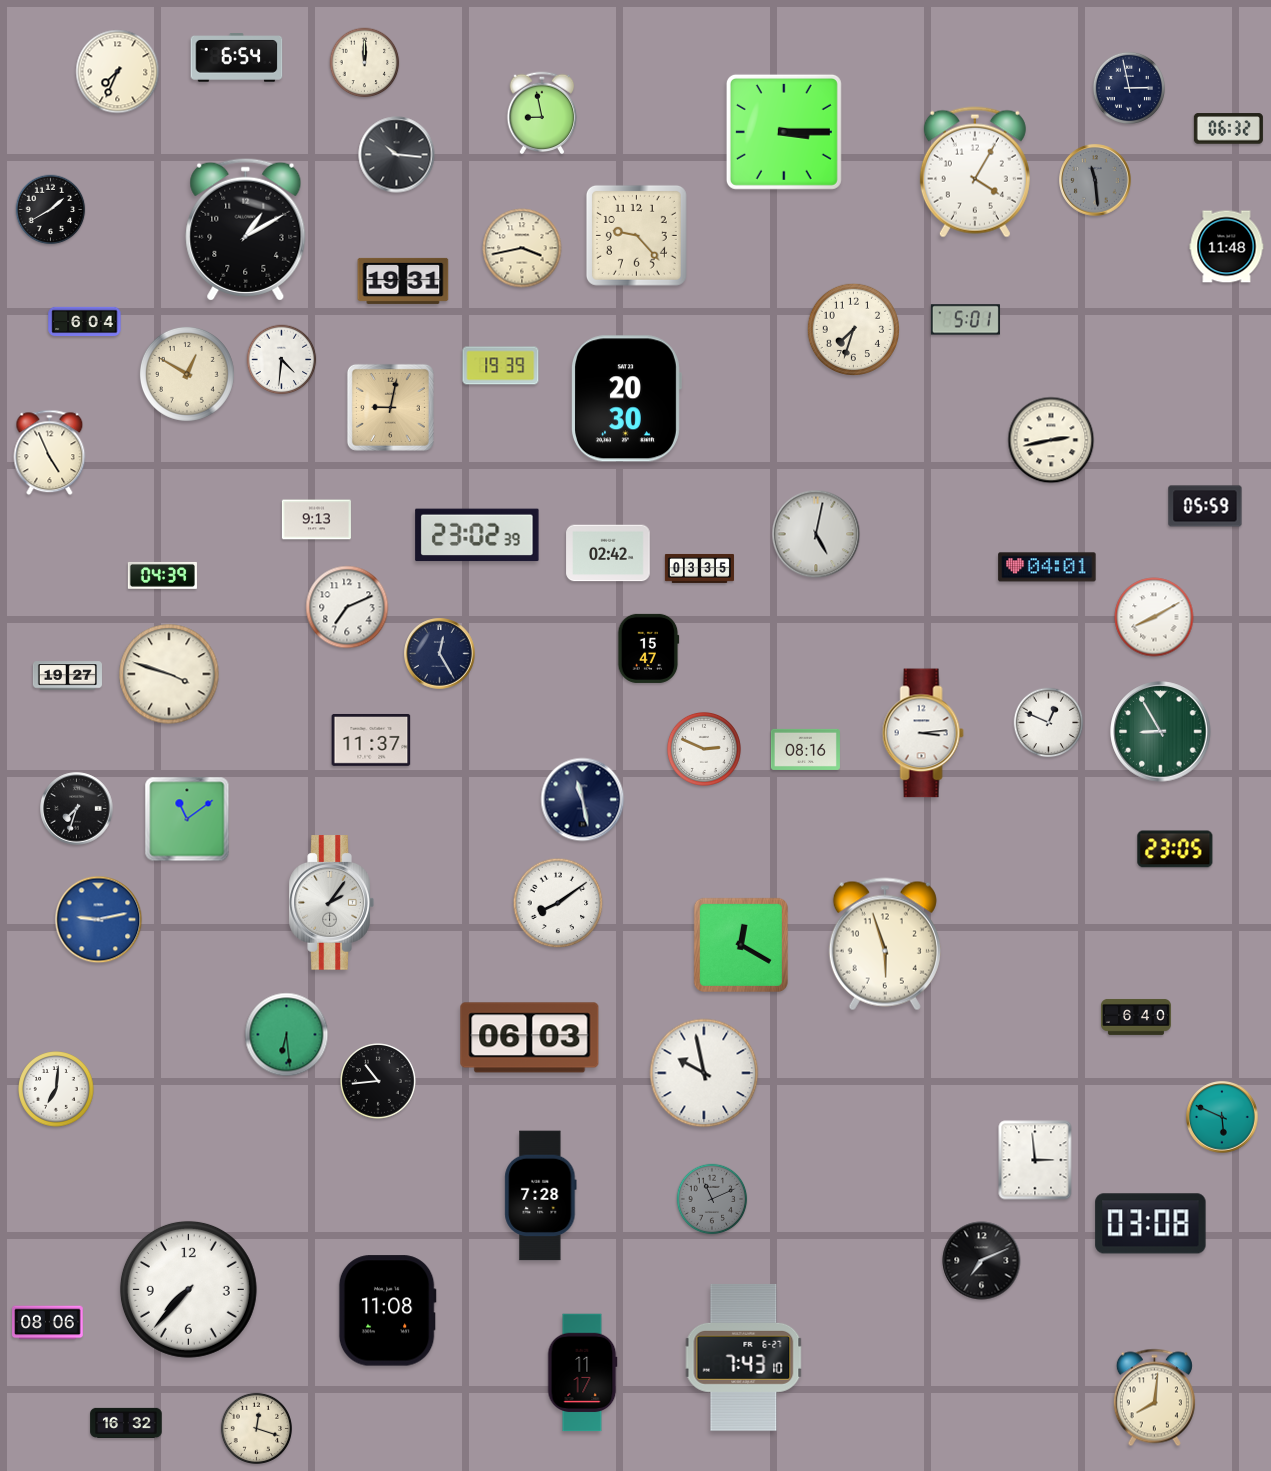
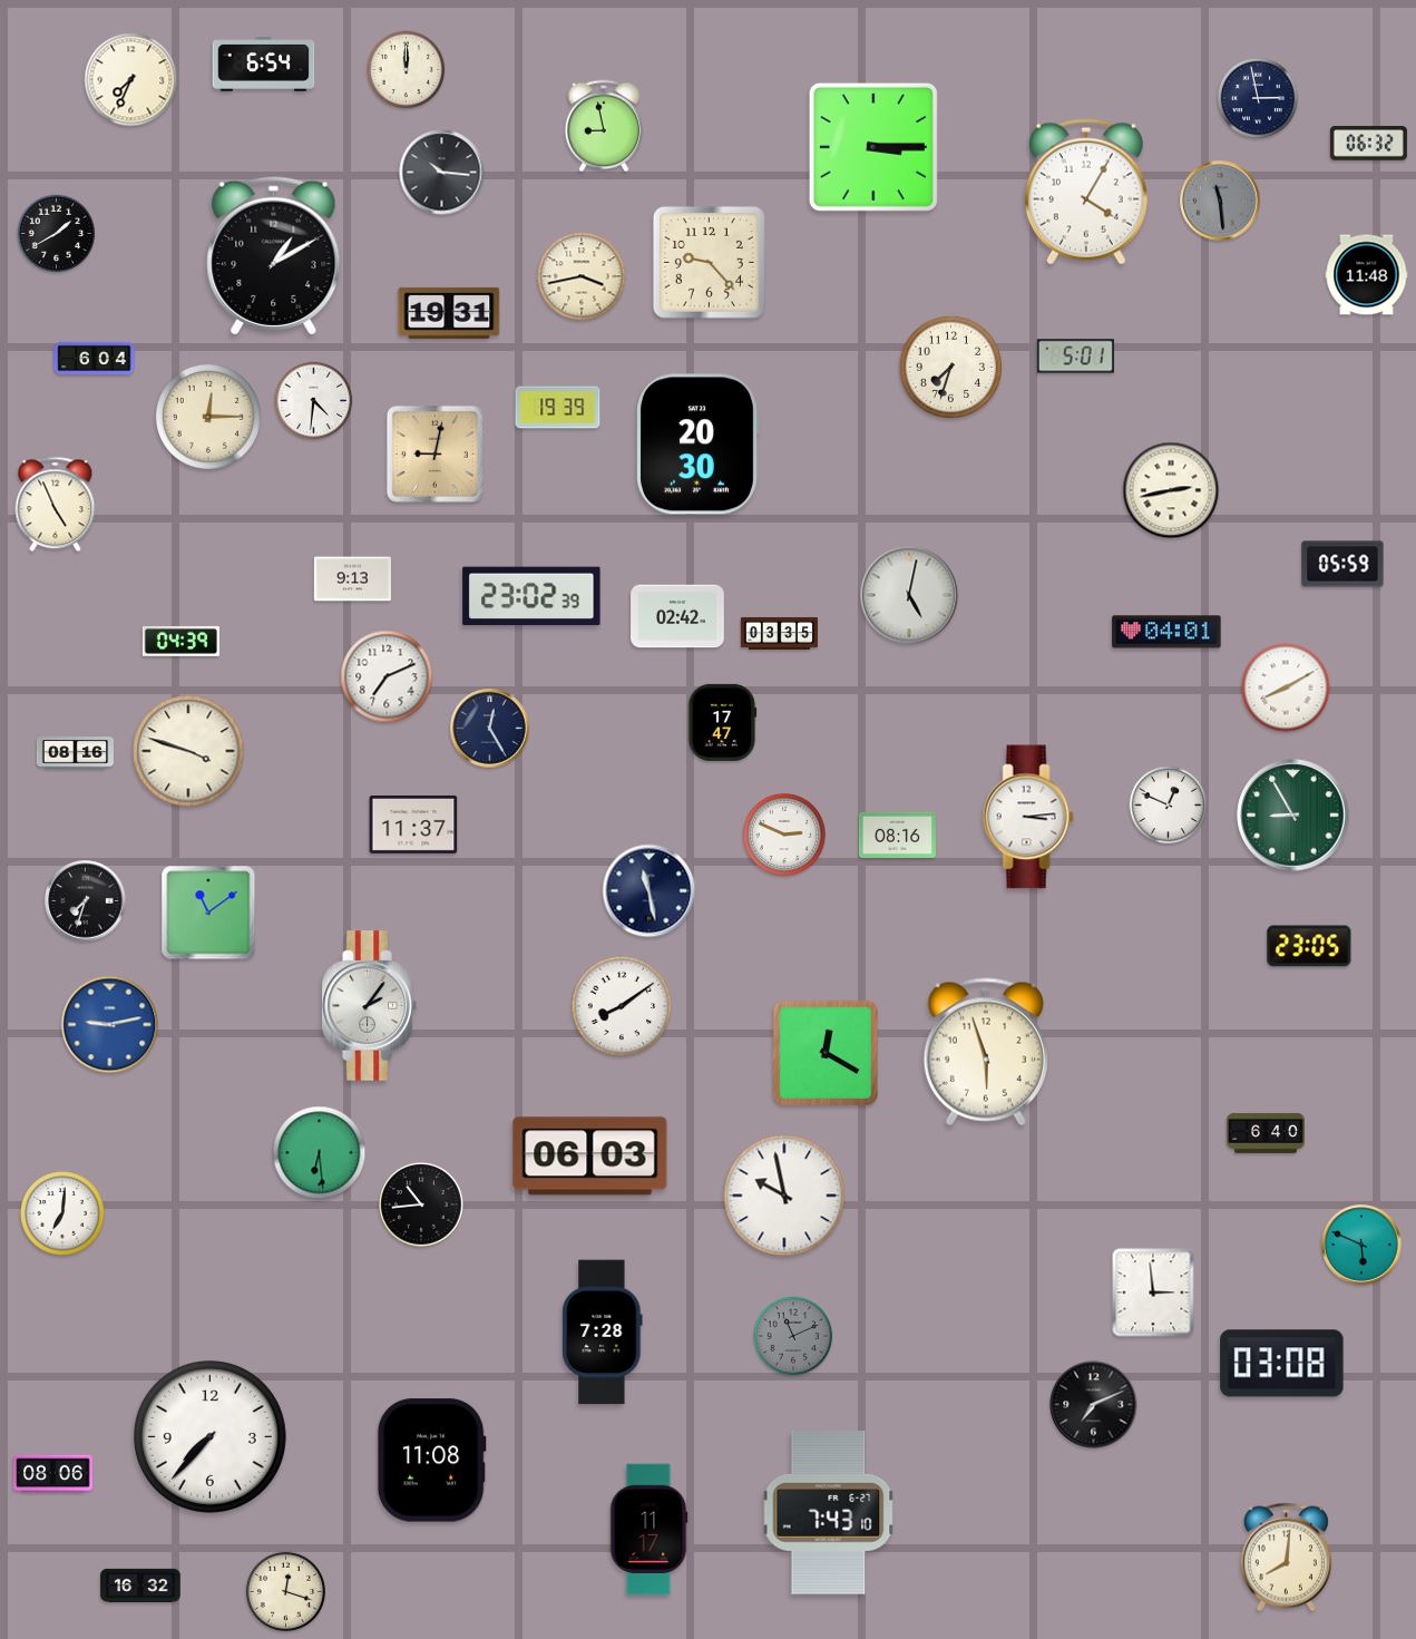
clock at (187, 374): 12:50 -> 12:15
clock at (649, 648): 15:47 -> 17:47
clock at (67, 676): 19:27 -> 08:16
